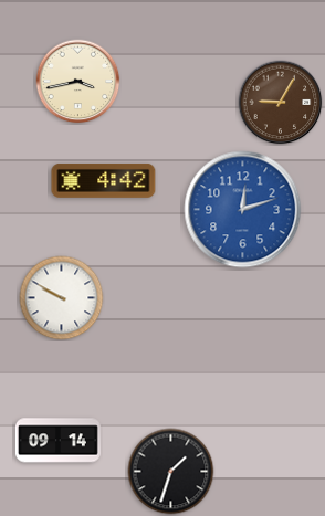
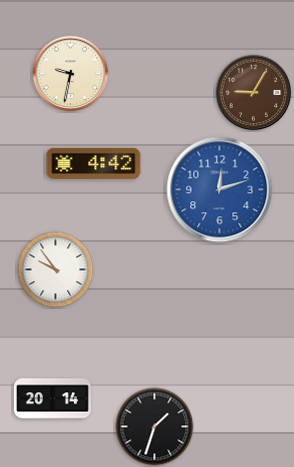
clock at (78, 82): 3:43 -> 9:32
clock at (62, 298): 9:50 -> 9:54
clock at (57, 441): 09:14 -> 20:14
